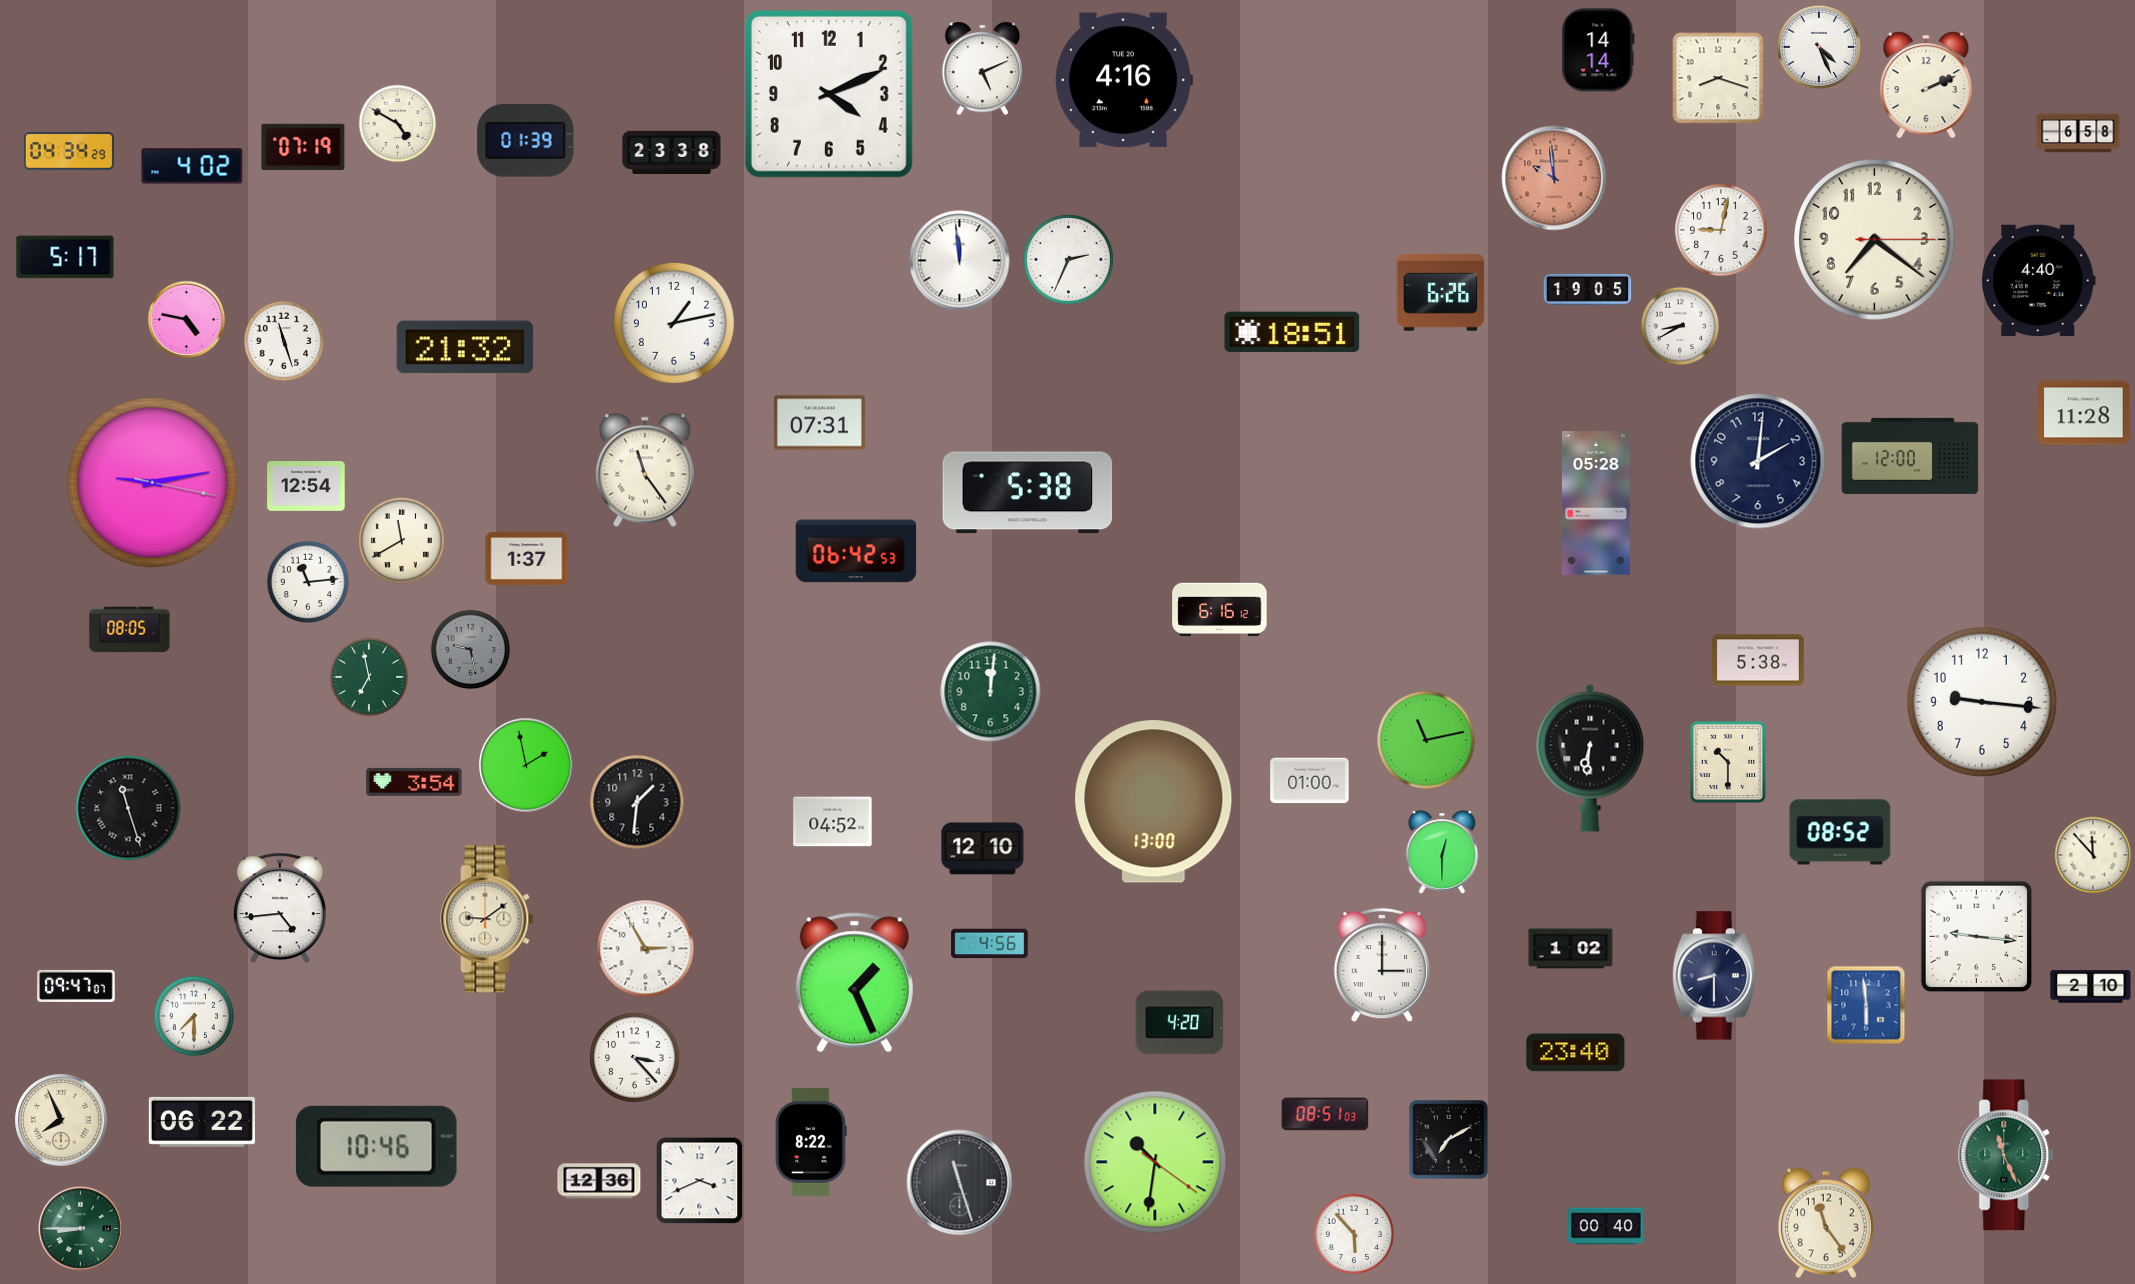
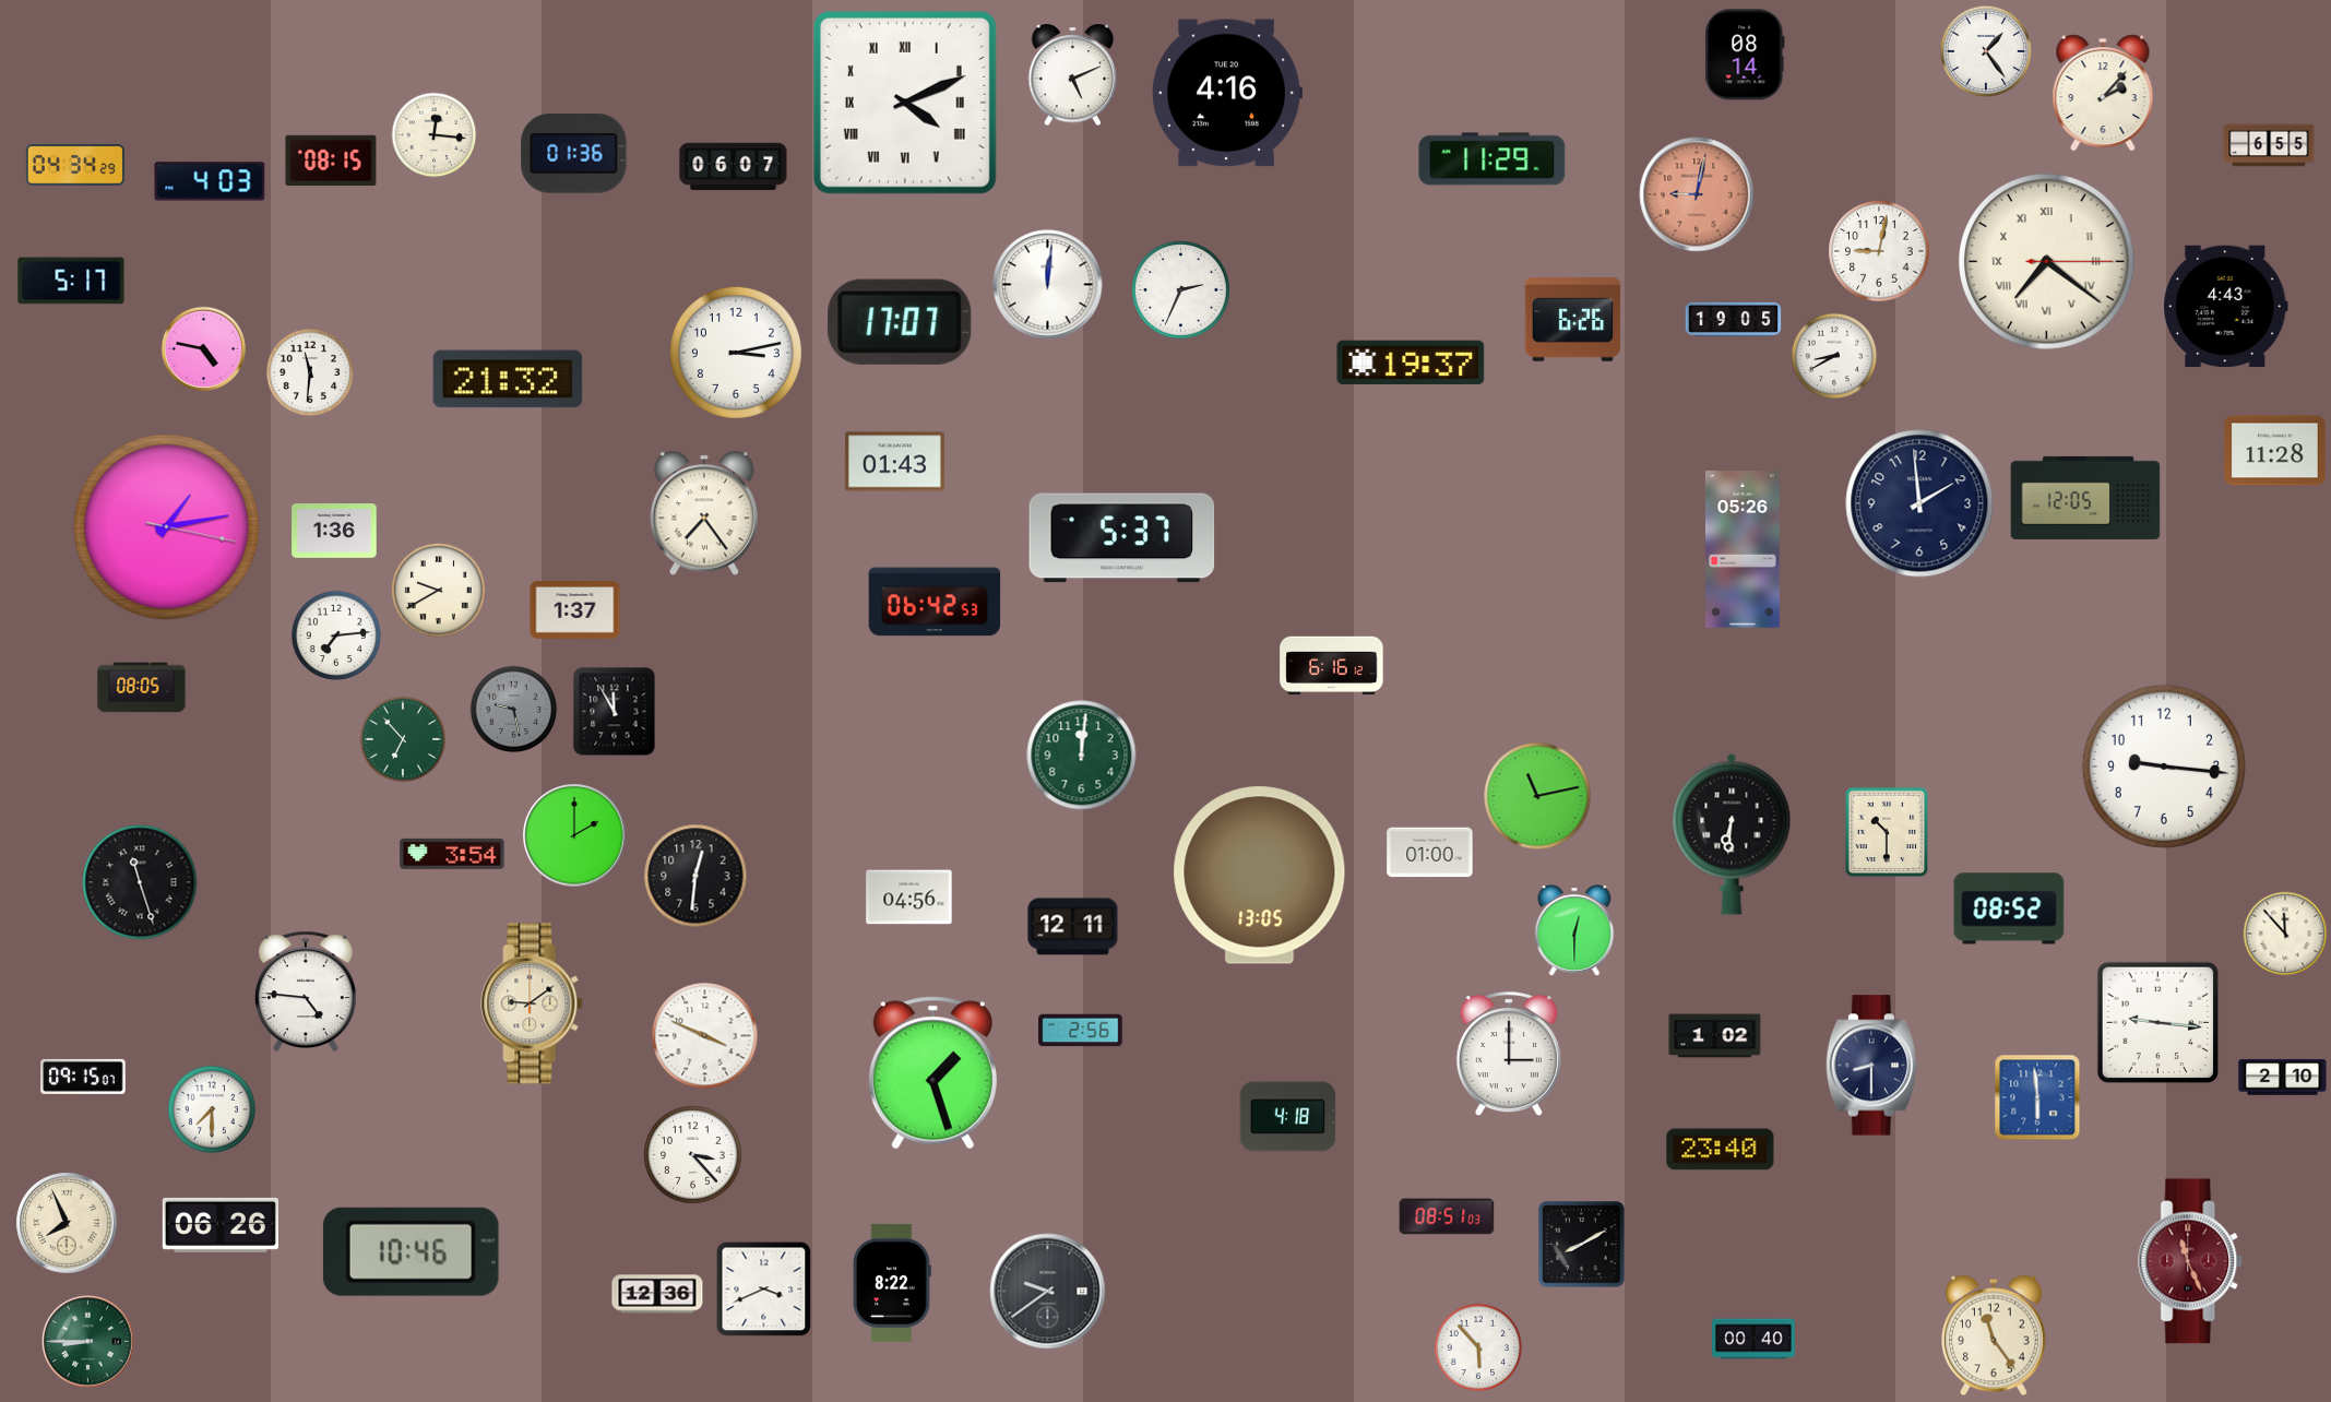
clock at (1819, 47): 4:26 -> 1:24
clock at (1598, 50): 14:14 -> 08:14
clock at (1718, 78): 8:18 -> none
clock at (1124, 80) position: (1124, 80) -> (1227, 93)
clock at (1926, 85): 2:11 -> 2:07
clock at (829, 94) numerals: Arabic -> Roman
clock at (398, 124): 4:50 -> 12:16
clock at (2078, 133): 6:58 -> 6:55
clock at (526, 141): 01:39 -> 01:36
clock at (303, 146): 07:19 -> 08:15
clock at (1492, 159): none -> 11:29
clock at (672, 153): 23:38 -> 06:07
clock at (192, 166): 4:02 -> 4:03
clock at (1554, 178): 9:59 -> 9:02
clock at (1875, 240) numerals: Arabic -> Roman
clock at (1069, 260) position: (1069, 260) -> (1181, 290)
clock at (960, 261): 11:59 -> 12:01
clock at (2038, 281): 4:40 -> 4:43
clock at (1588, 289) position: (1588, 289) -> (1734, 319)
clock at (900, 322): none -> 17:07
clock at (674, 323): 1:13 -> 3:13
clock at (1292, 331): 18:51 -> 19:37
clock at (284, 341): 11:27 -> 11:31
clock at (819, 423): 07:31 -> 01:43
clock at (1910, 456): 12:00 -> 12:05
clock at (1758, 461): 2:01 -> 1:59
clock at (645, 470): 11:24 -> 7:24
clock at (153, 483): 9:13 -> 1:13
clock at (306, 486): 12:54 -> 1:36
clock at (1028, 493): 5:38 -> 5:37
clock at (1596, 503): 05:28 -> 05:26
clock at (401, 540): 11:40 -> 9:40
clock at (308, 582): 11:14 -> 7:14
clock at (615, 712): none -> 11:55
clock at (1758, 660): 5:38 -> none
clock at (369, 677): 6:58 -> 6:53
clock at (1426, 740) position: (1426, 740) -> (1537, 796)
clock at (1590, 758) position: (1590, 758) -> (1732, 834)
clock at (526, 765): 1:58 -> 2:00
clock at (637, 802): 1:31 -> 12:31
clock at (1154, 802): 13:00 -> 13:05
clock at (833, 822): 04:52 -> 04:56
clock at (983, 849): 12:10 -> 12:11
clock at (280, 908): 4:44 -> 4:46
clock at (990, 944): 4:56 -> 2:56
clock at (646, 949): 2:55 -> 3:49
clock at (854, 983): 1:26 -> 1:27
clock at (76, 986): 09:47 -> 09:15
clock at (1180, 1023): 4:20 -> 4:18
clock at (202, 1122): 06:22 -> 06:26
clock at (1449, 1140): 7:10 -> 8:10
clock at (812, 1142) position: (812, 1142) -> (893, 1283)
clock at (2007, 1155) dial: green -> burgundy
clock at (1155, 1162): 10:31 -> none
clock at (599, 1181) position: (599, 1181) -> (657, 1294)
clock at (960, 1183): 11:27 -> 9:39
